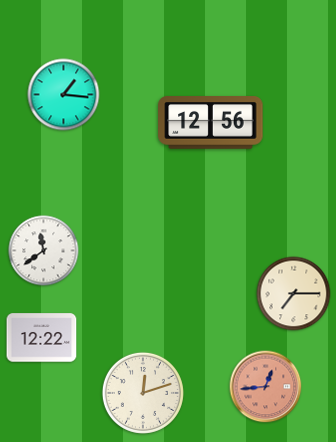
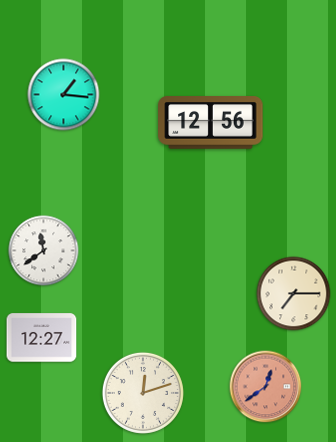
clock at (42, 338): 12:22 -> 12:27
clock at (266, 387): 12:44 -> 12:39
